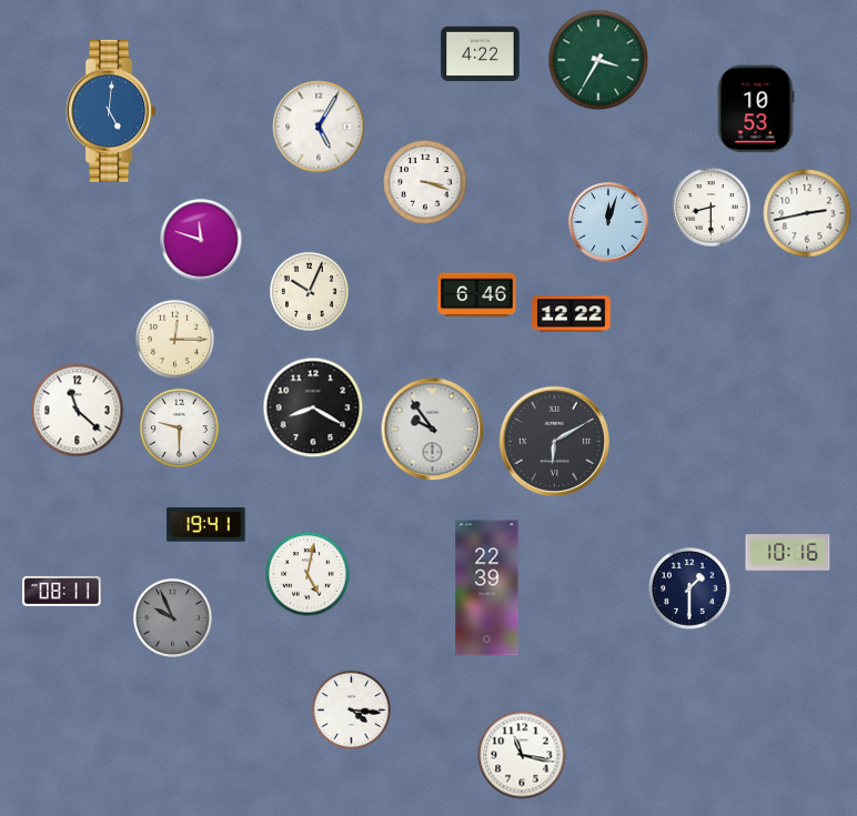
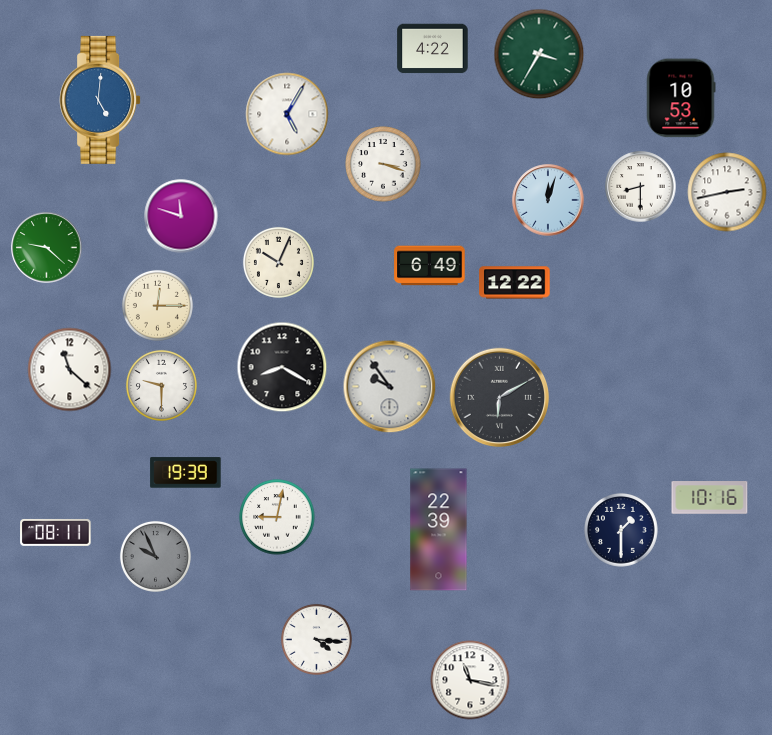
clock at (47, 248): none -> 9:22
clock at (477, 295): 6:46 -> 6:49
clock at (206, 525): 19:41 -> 19:39
clock at (307, 574): 5:02 -> 9:02
